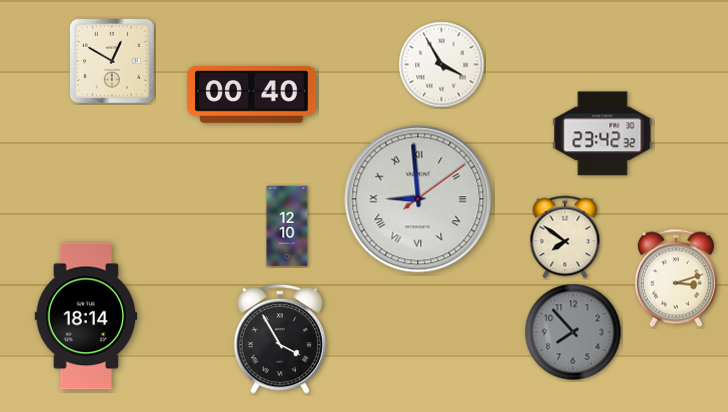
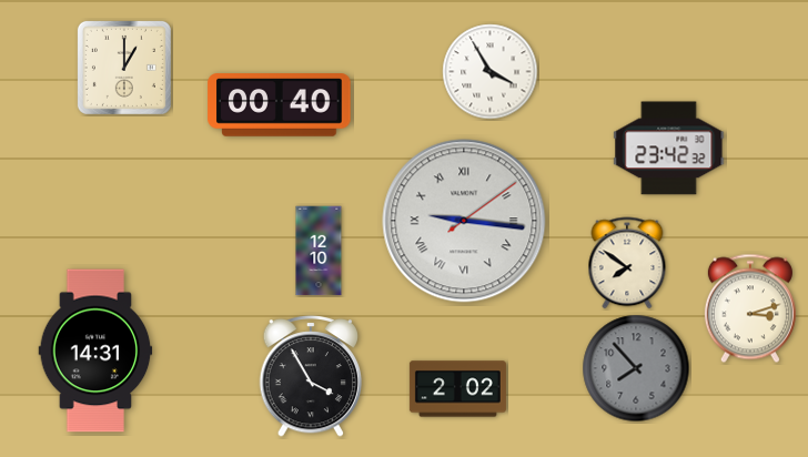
clock at (112, 61): 12:50 -> 1:00
clock at (418, 199): 8:59 -> 9:16
clock at (86, 316): 18:14 -> 14:31
clock at (457, 389): none -> 2:02
